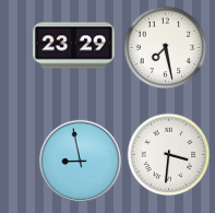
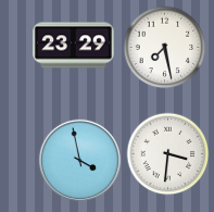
clock at (80, 161): 8:58 -> 3:58
